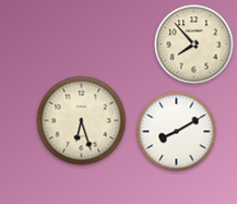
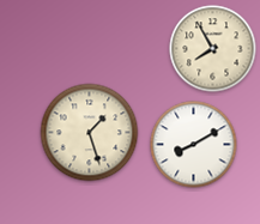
clock at (194, 45): 7:53 -> 7:55
clock at (82, 121): 6:27 -> 1:27
